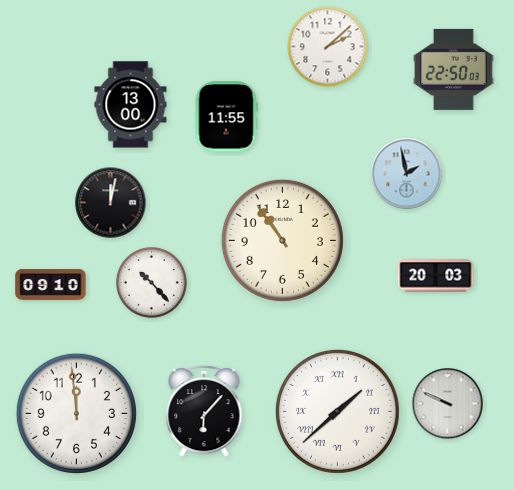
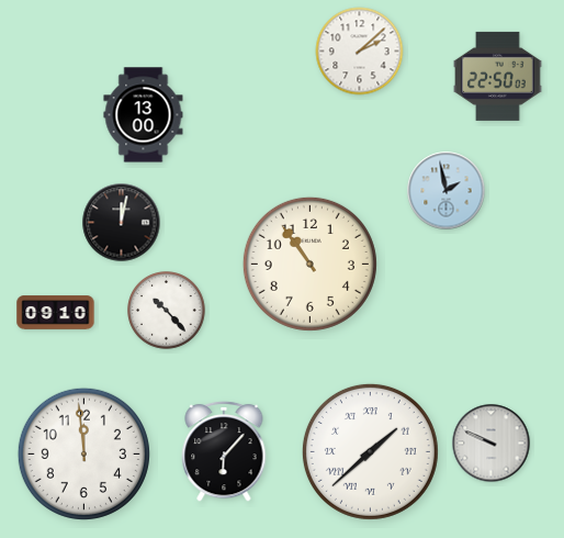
clock at (226, 117): 11:55 -> none
clock at (436, 276): 20:03 -> none
